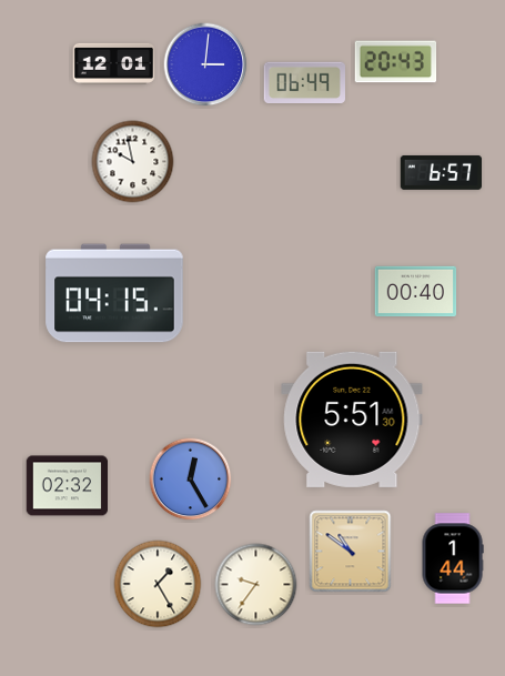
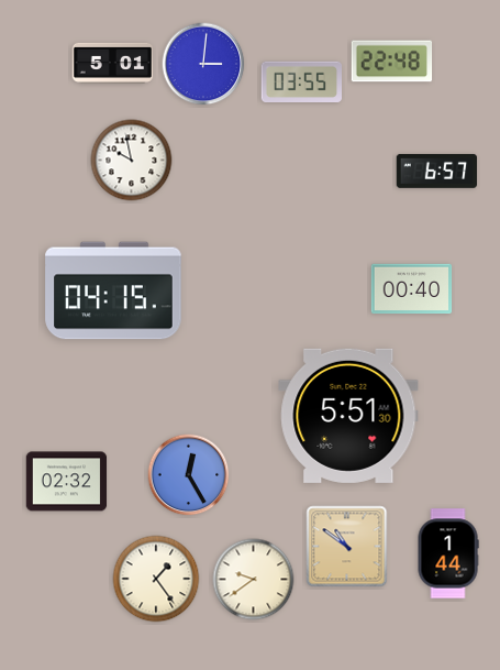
clock at (396, 62): 20:43 -> 22:48
clock at (114, 63): 12:01 -> 5:01
clock at (304, 82): 06:49 -> 03:55
clock at (158, 584): 1:25 -> 1:24
clock at (256, 585): 9:36 -> 9:39
